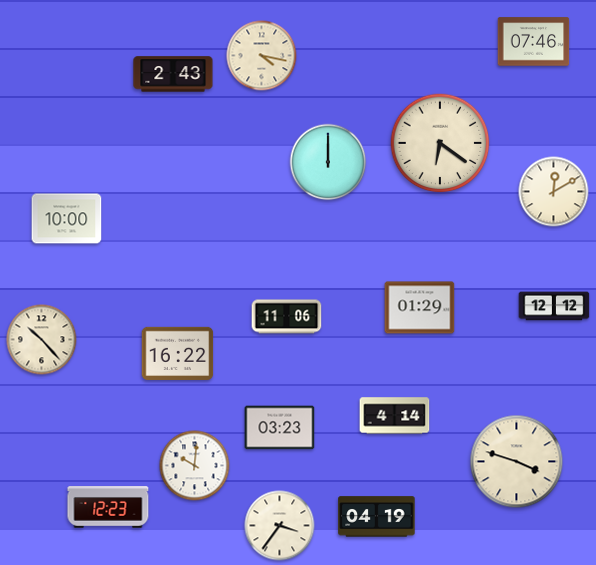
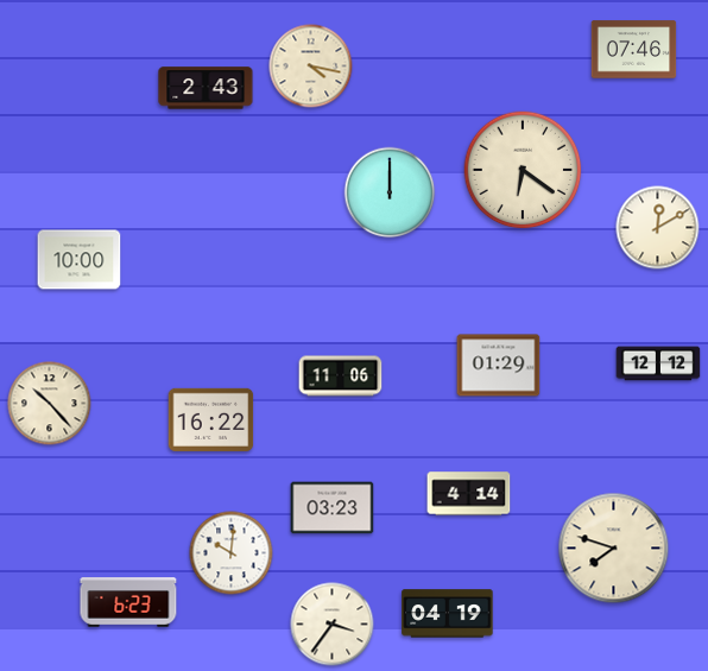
clock at (517, 462): 3:48 -> 7:48
clock at (108, 507): 12:23 -> 6:23
